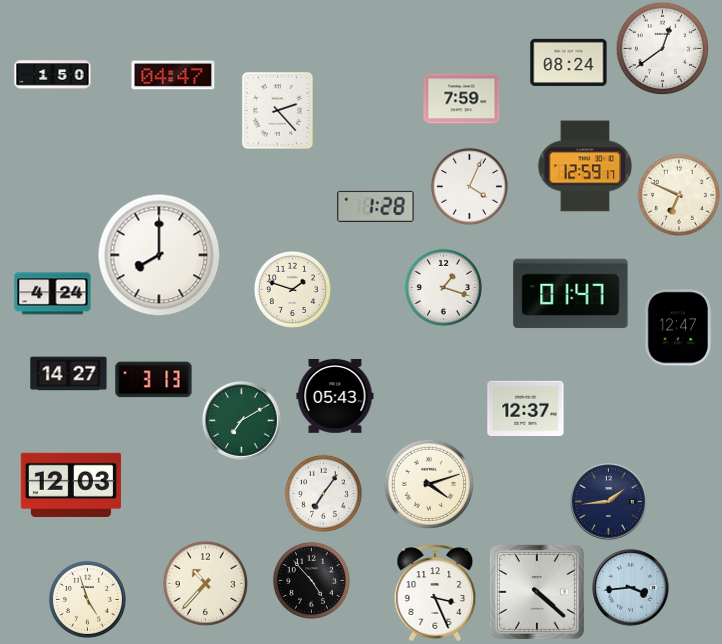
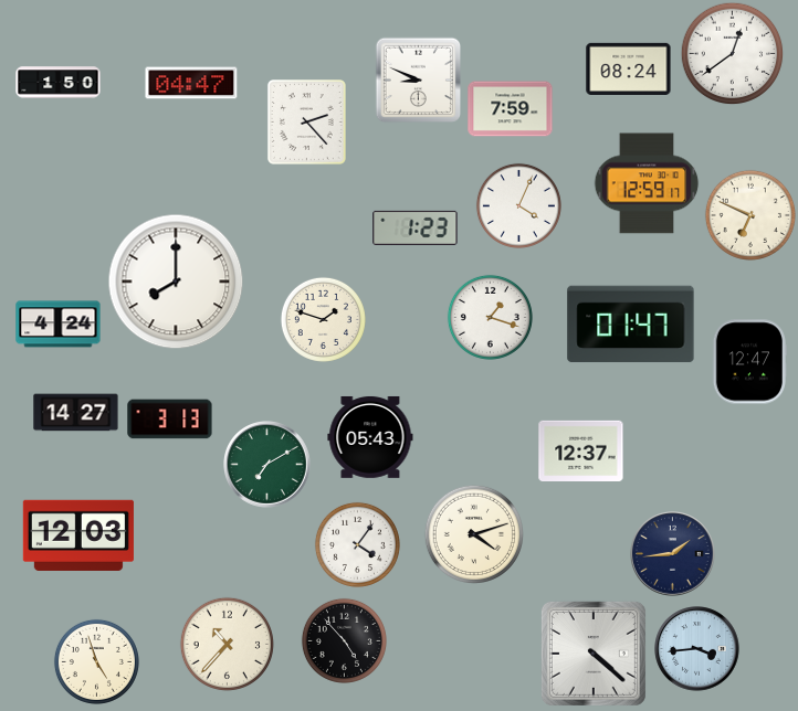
clock at (418, 79): none -> 8:49
clock at (376, 206): 1:28 -> 1:23
clock at (323, 493): 7:06 -> 4:06
clock at (435, 593): 3:26 -> none
